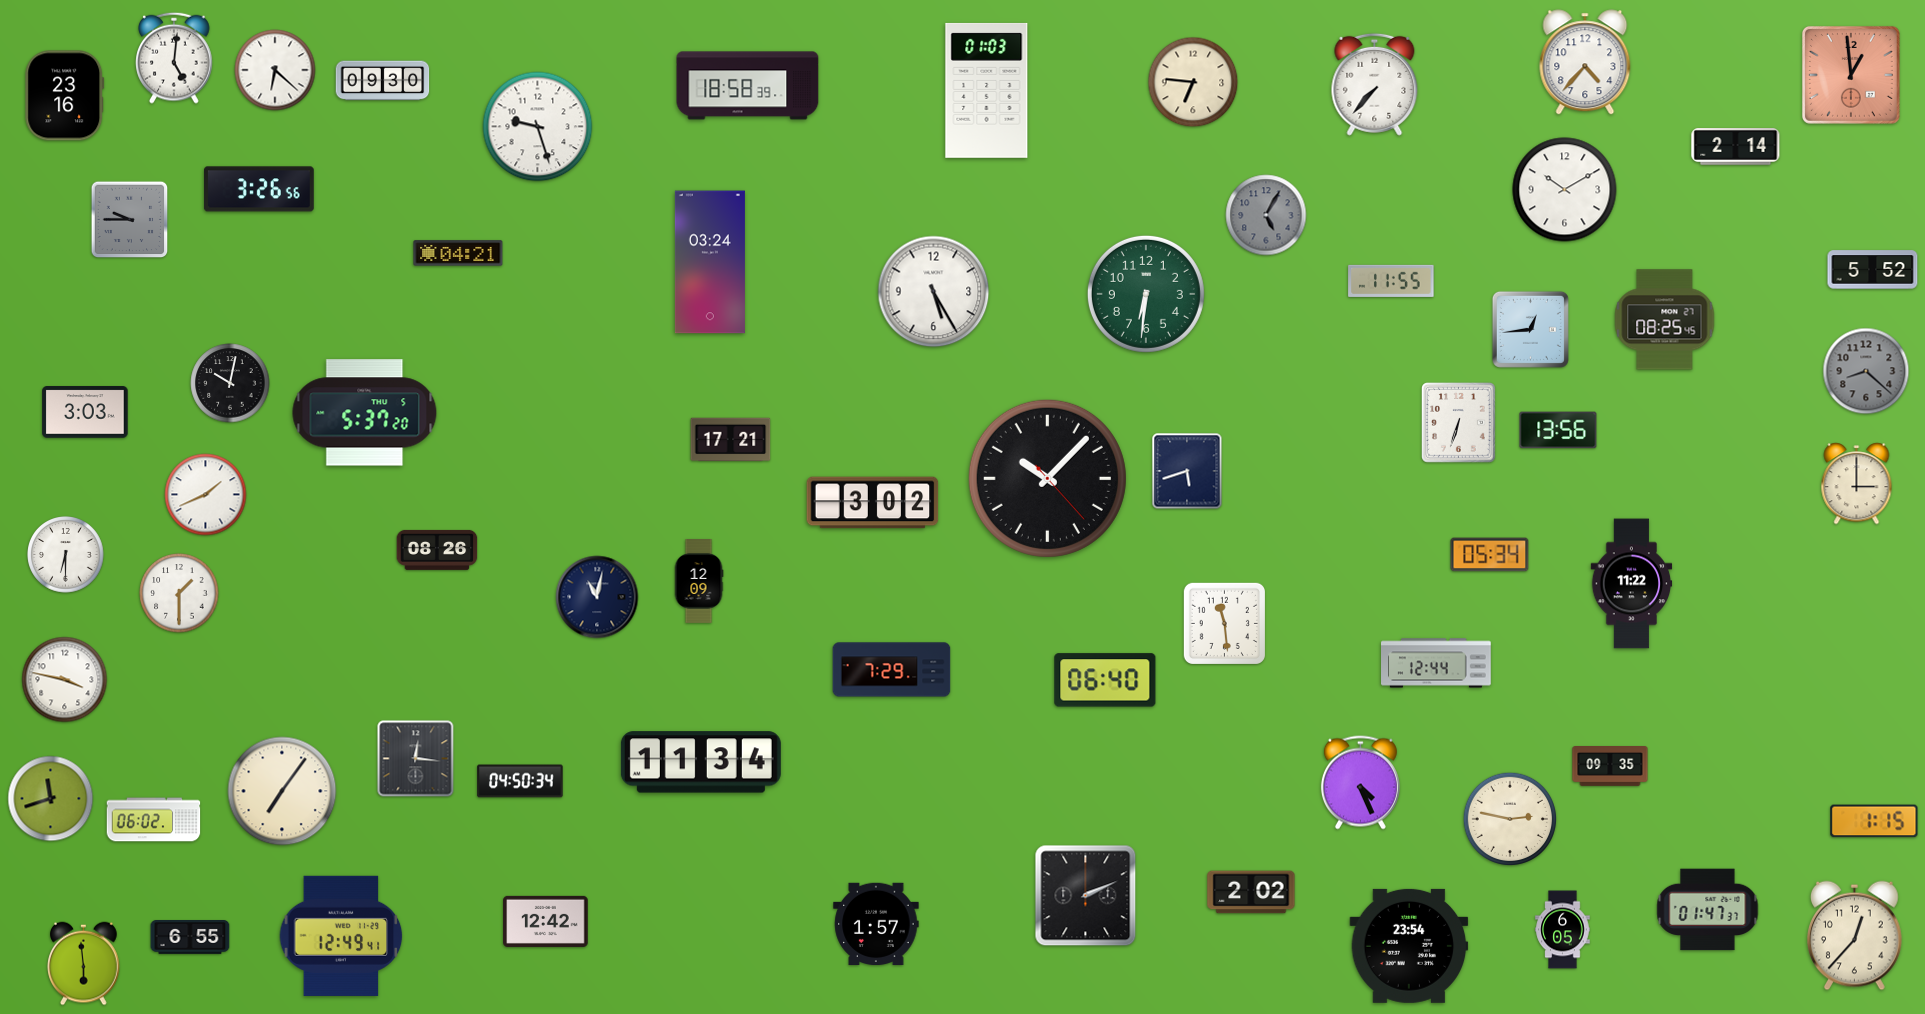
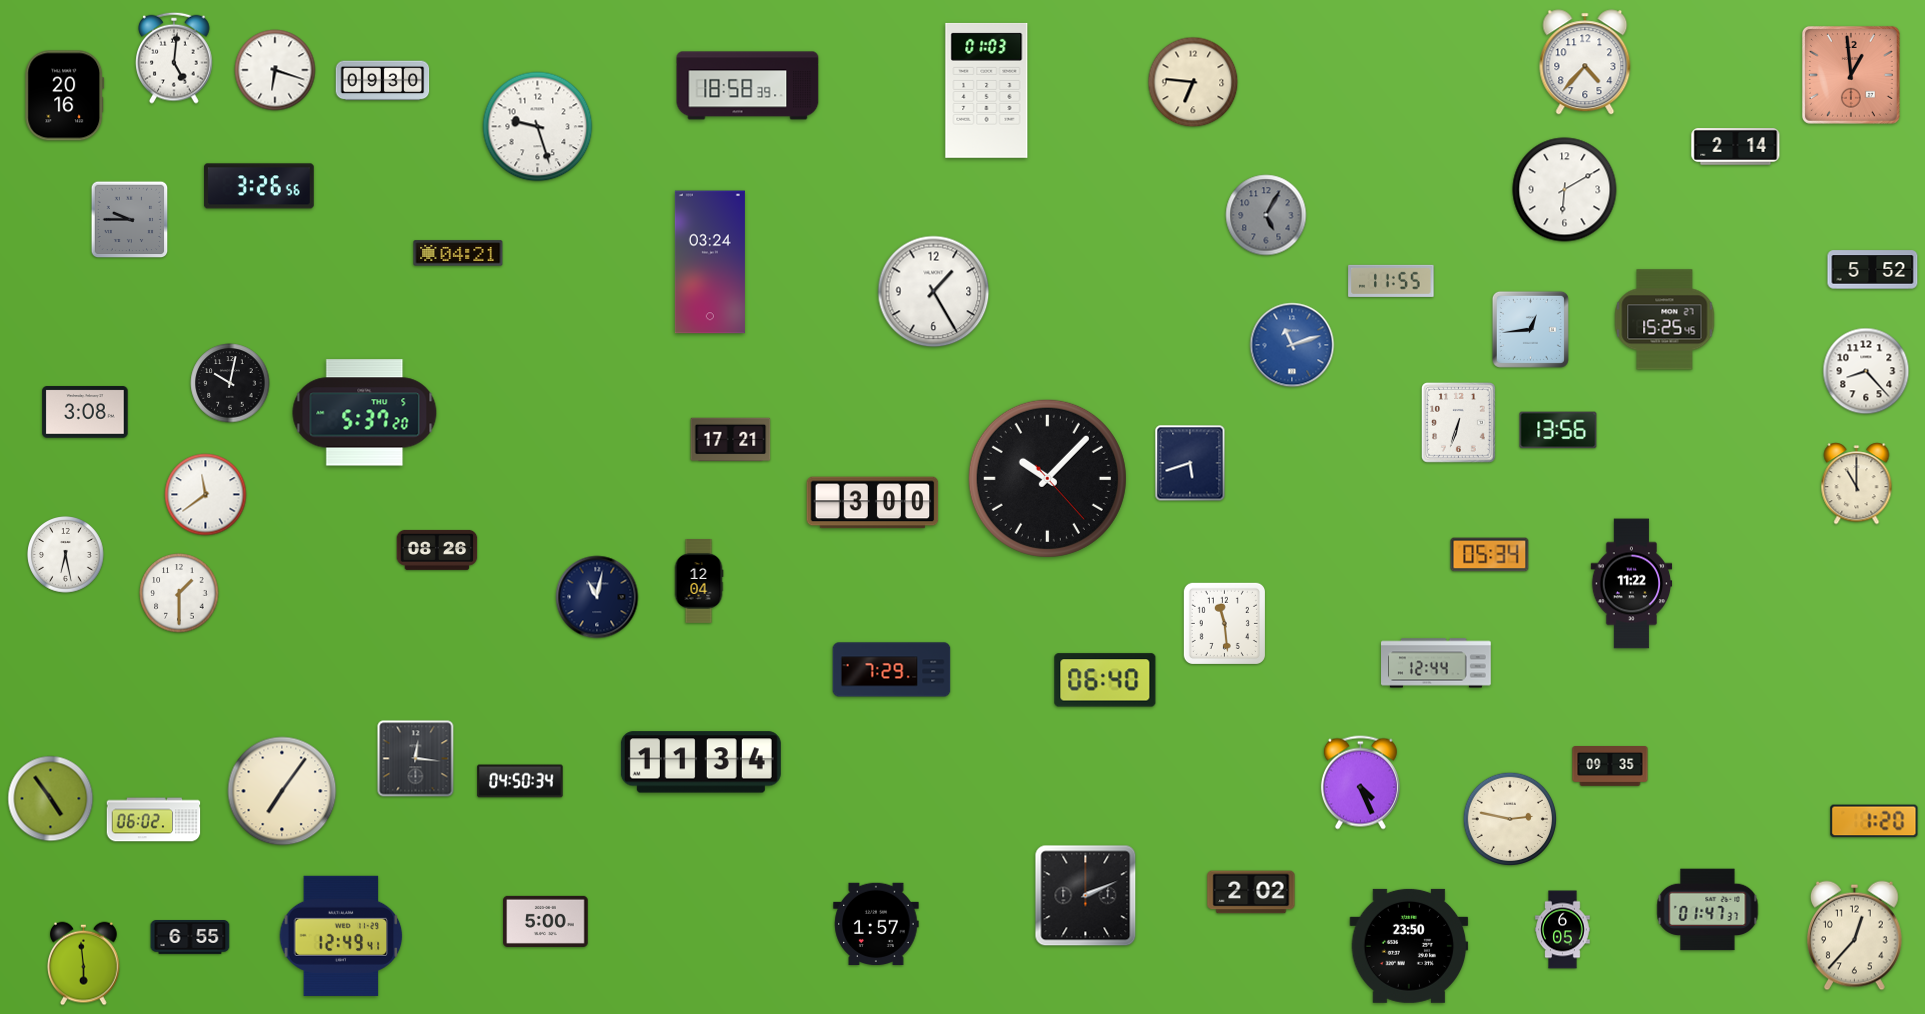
clock at (275, 70): 6:22 -> 6:18
clock at (1375, 84): 7:37 -> none
clock at (65, 96): 23:16 -> 20:16
clock at (259, 189) position: (259, 189) -> (259, 186)
clock at (1565, 190): 10:10 -> 6:10
clock at (934, 292): 5:25 -> 1:25
clock at (1146, 294): 6:31 -> none
clock at (1665, 320): 08:25 -> 15:25
clock at (1292, 345): none -> 11:12
clock at (1866, 371): 8:22 -> 8:23
clock at (1866, 371) dial: grey -> white
clock at (85, 412): 3:03 -> 3:08
clock at (1187, 471) position: (1187, 471) -> (1190, 463)
clock at (1857, 484): 3:00 -> 11:00
clock at (206, 495): 1:41 -> 11:39
clock at (873, 503): 3:02 -> 3:00
clock at (66, 555): 6:30 -> 6:28
clock at (699, 582): 12:09 -> 12:04
clock at (65, 680): 3:47 -> none
clock at (51, 799): 11:42 -> 4:54
clock at (1874, 821): 1:15 -> 1:20
clock at (546, 921): 12:42 -> 5:00
clock at (1409, 946): 23:54 -> 23:50
